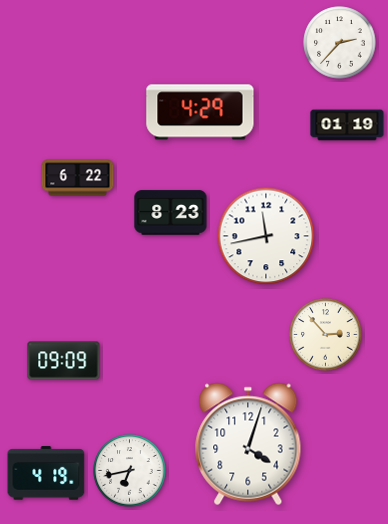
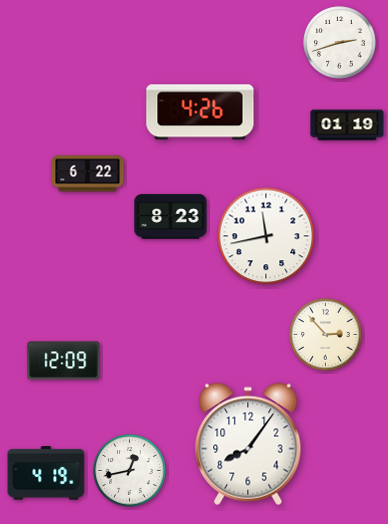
clock at (340, 43): 2:37 -> 2:42
clock at (200, 112): 4:29 -> 4:26
clock at (78, 178) position: (78, 178) -> (88, 174)
clock at (171, 213) position: (171, 213) -> (171, 217)
clock at (64, 361): 09:09 -> 12:09
clock at (248, 444): 4:03 -> 8:06
clock at (130, 471): 6:43 -> 12:43
